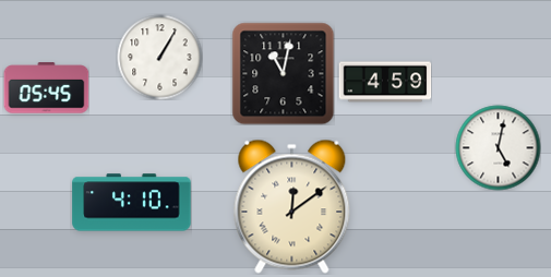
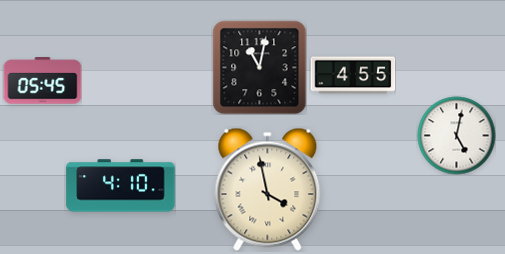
clock at (159, 57): 1:05 -> none
clock at (385, 82): 4:59 -> 4:55
clock at (292, 206): 12:09 -> 3:58
